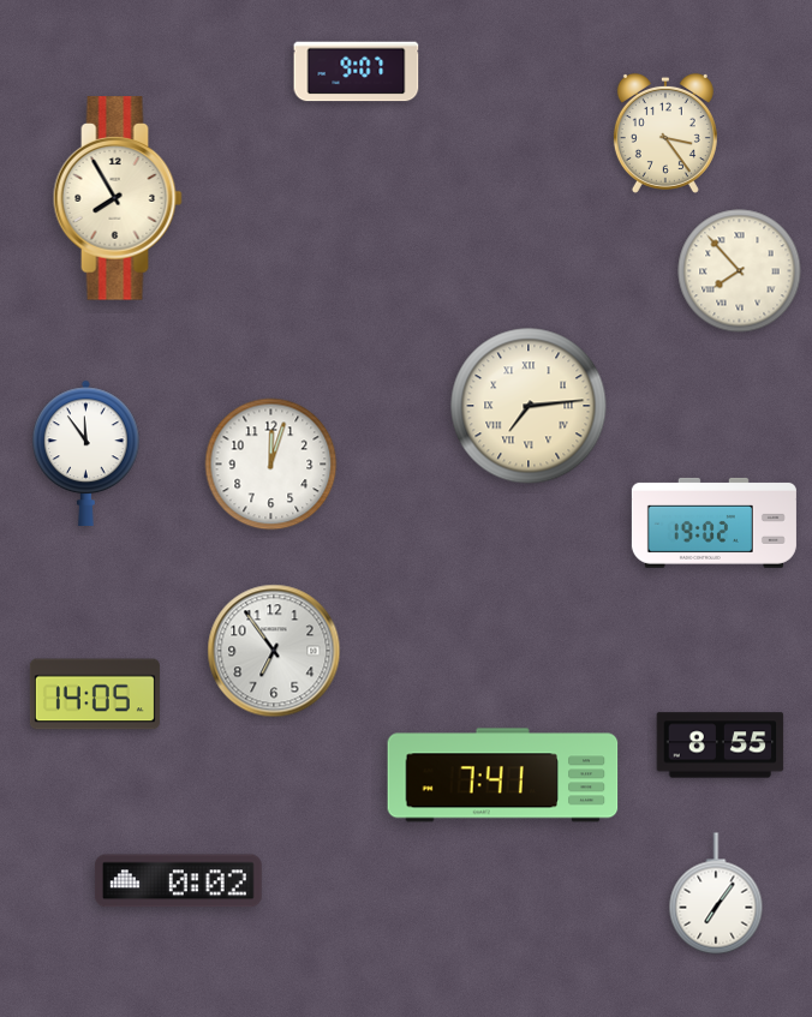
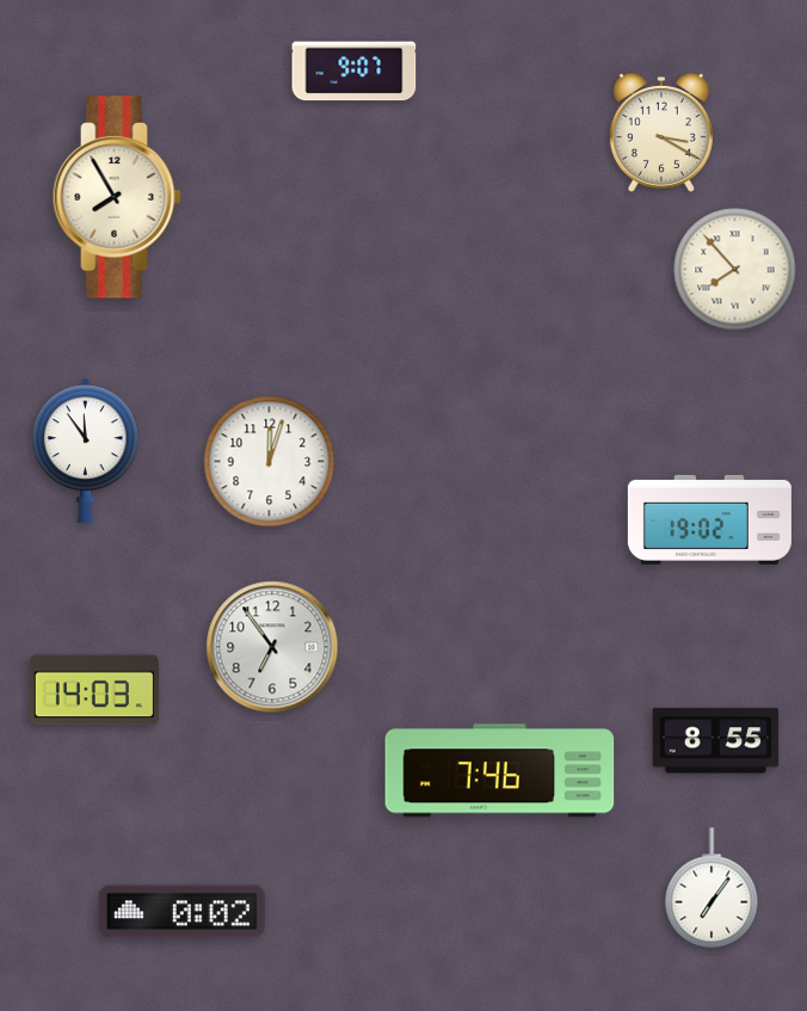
clock at (665, 133): 3:24 -> 3:20
clock at (529, 406): 7:14 -> none
clock at (95, 694): 14:05 -> 14:03
clock at (503, 776): 7:41 -> 7:46
clock at (178, 881) position: (178, 881) -> (181, 912)
